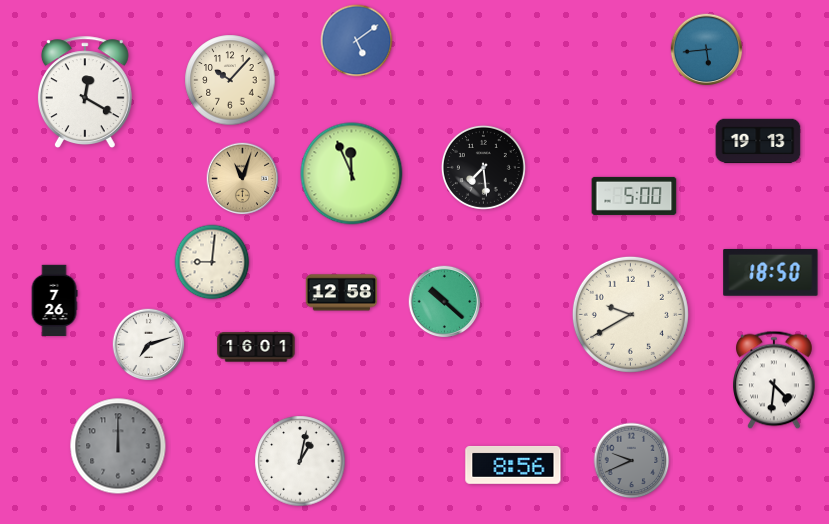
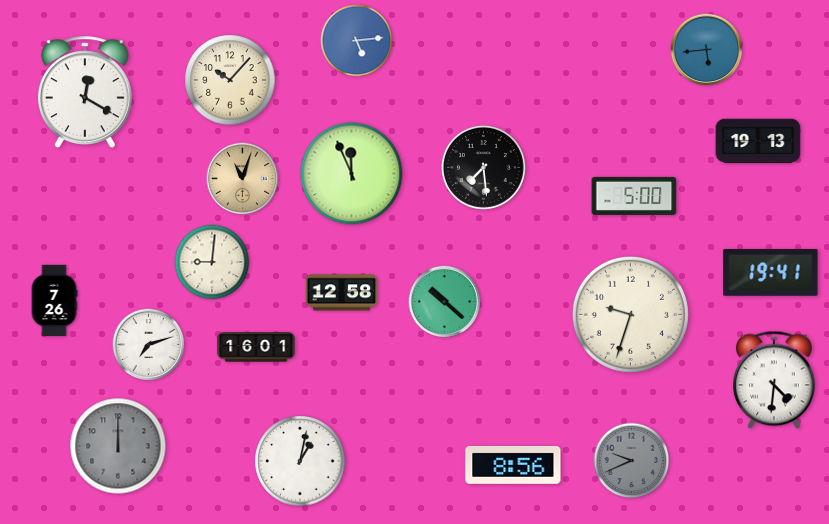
clock at (357, 41): 5:09 -> 5:14
clock at (771, 272): 18:50 -> 19:41
clock at (630, 314): 9:40 -> 9:33
